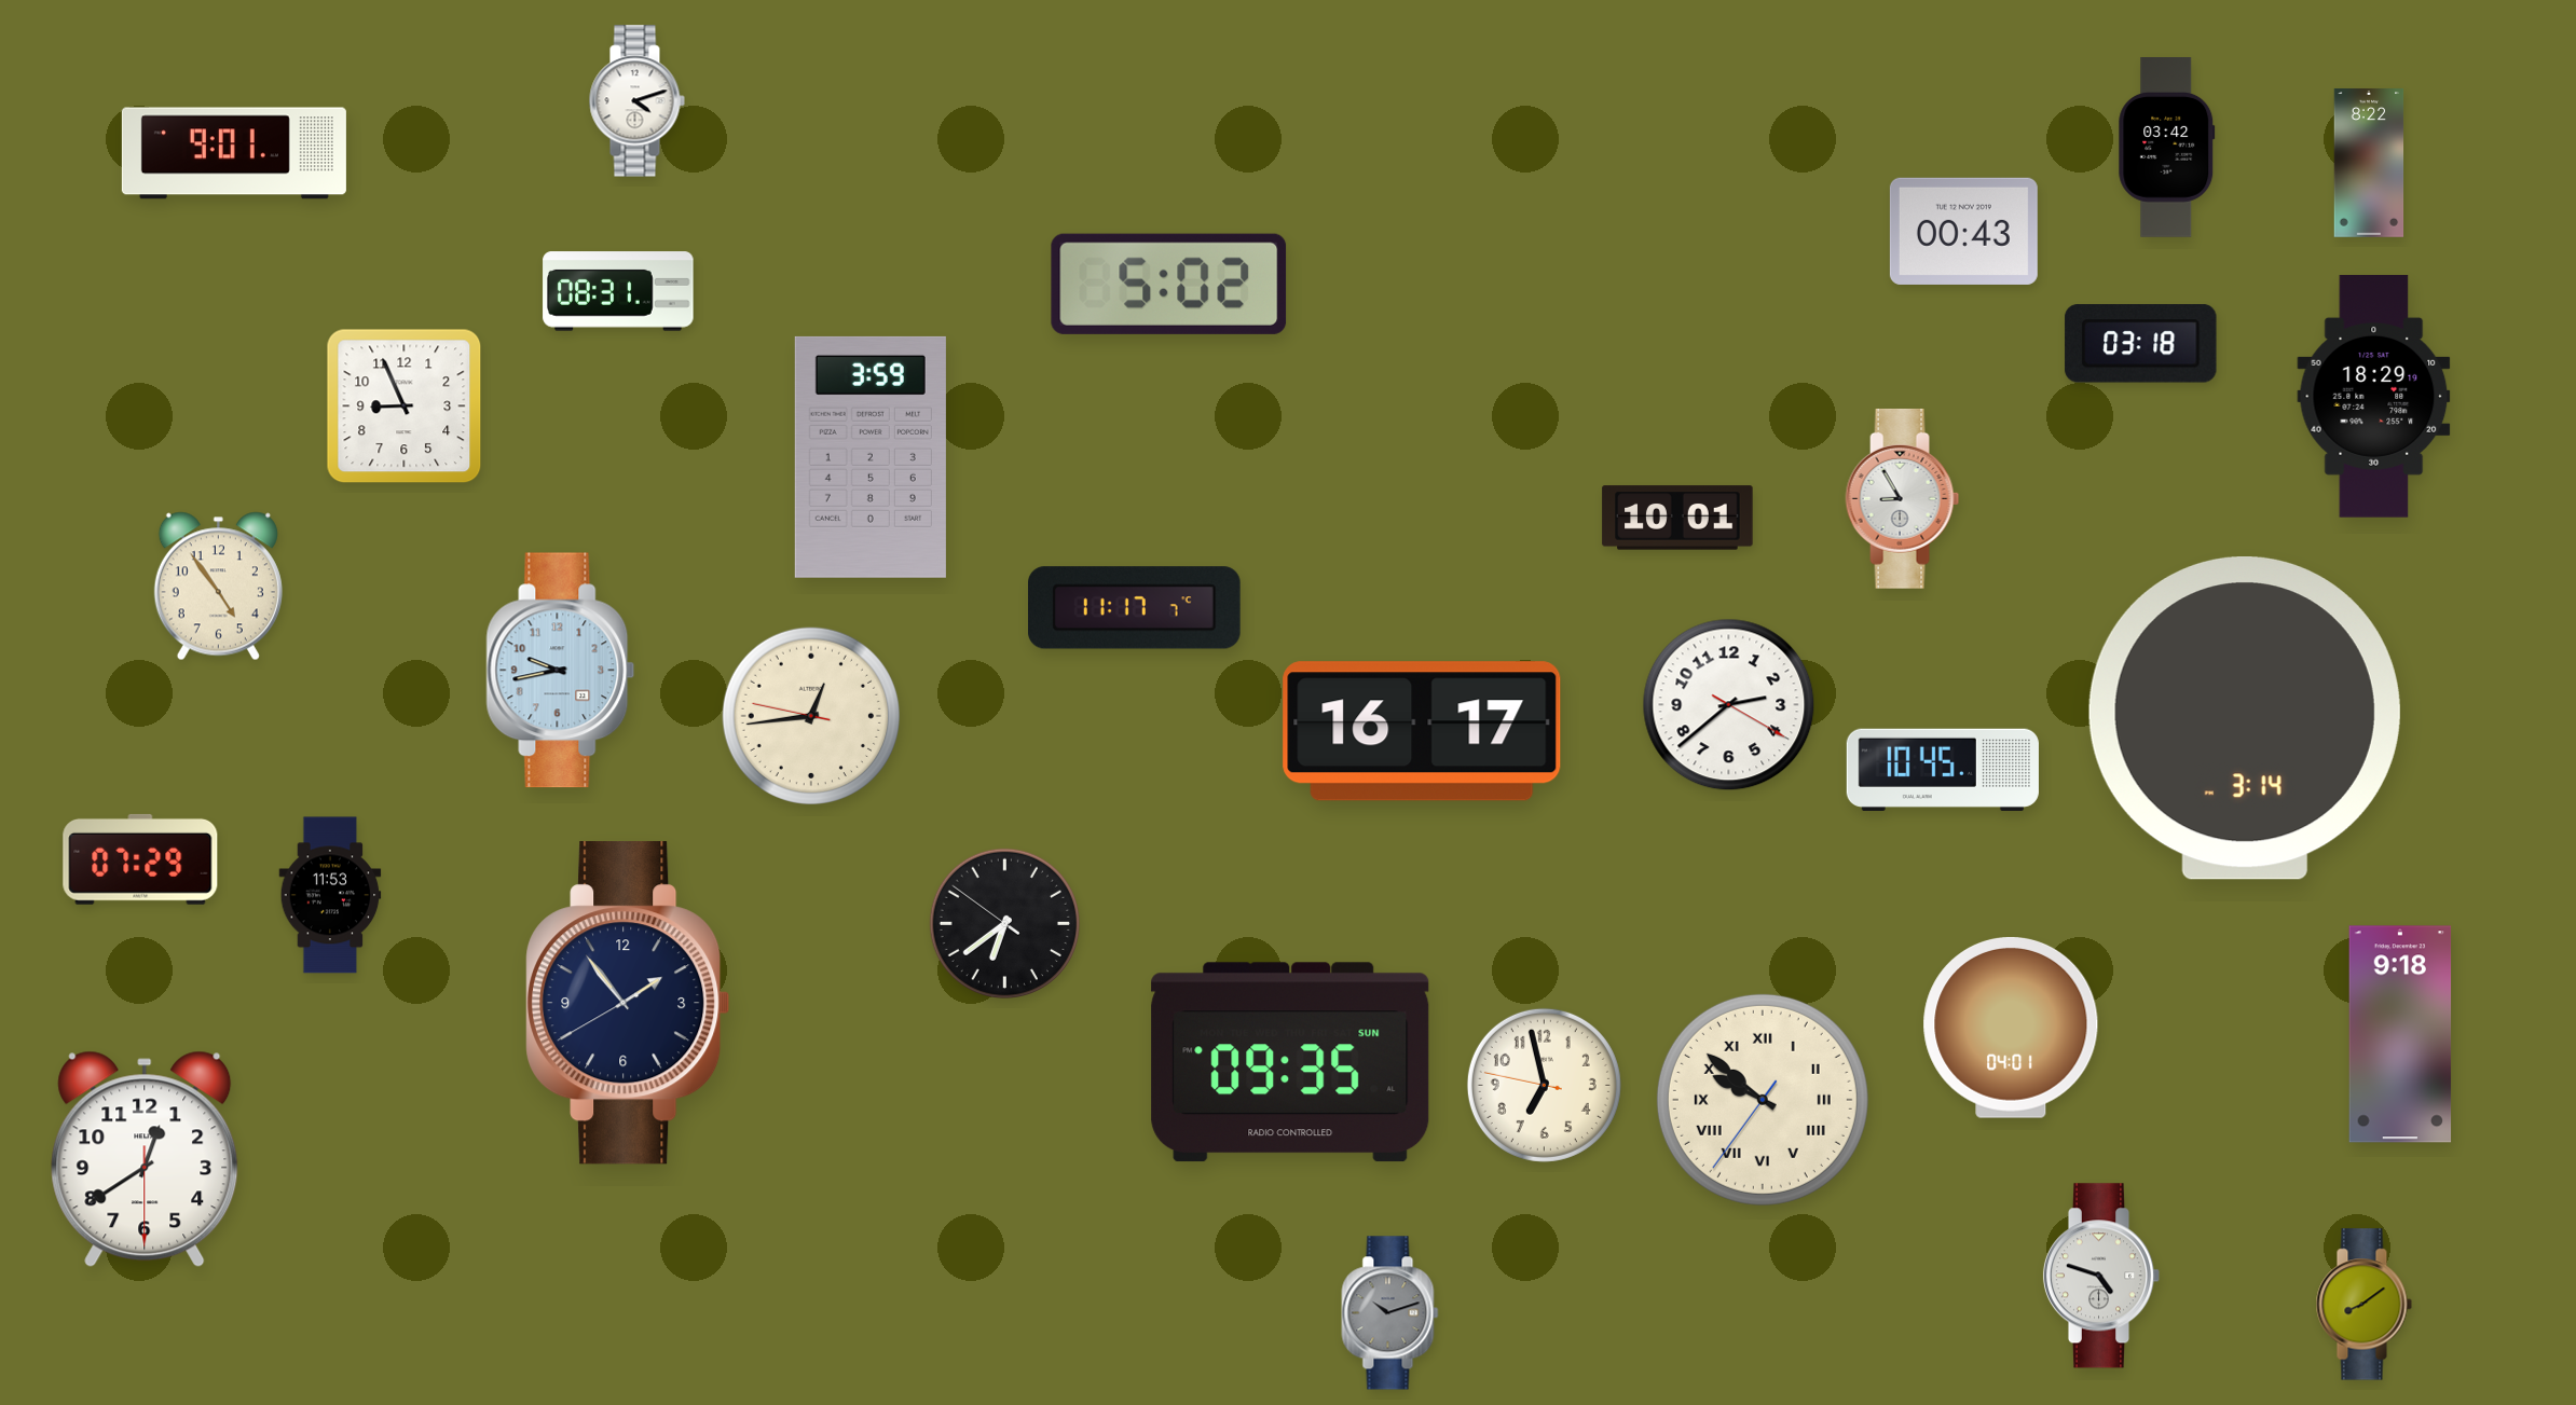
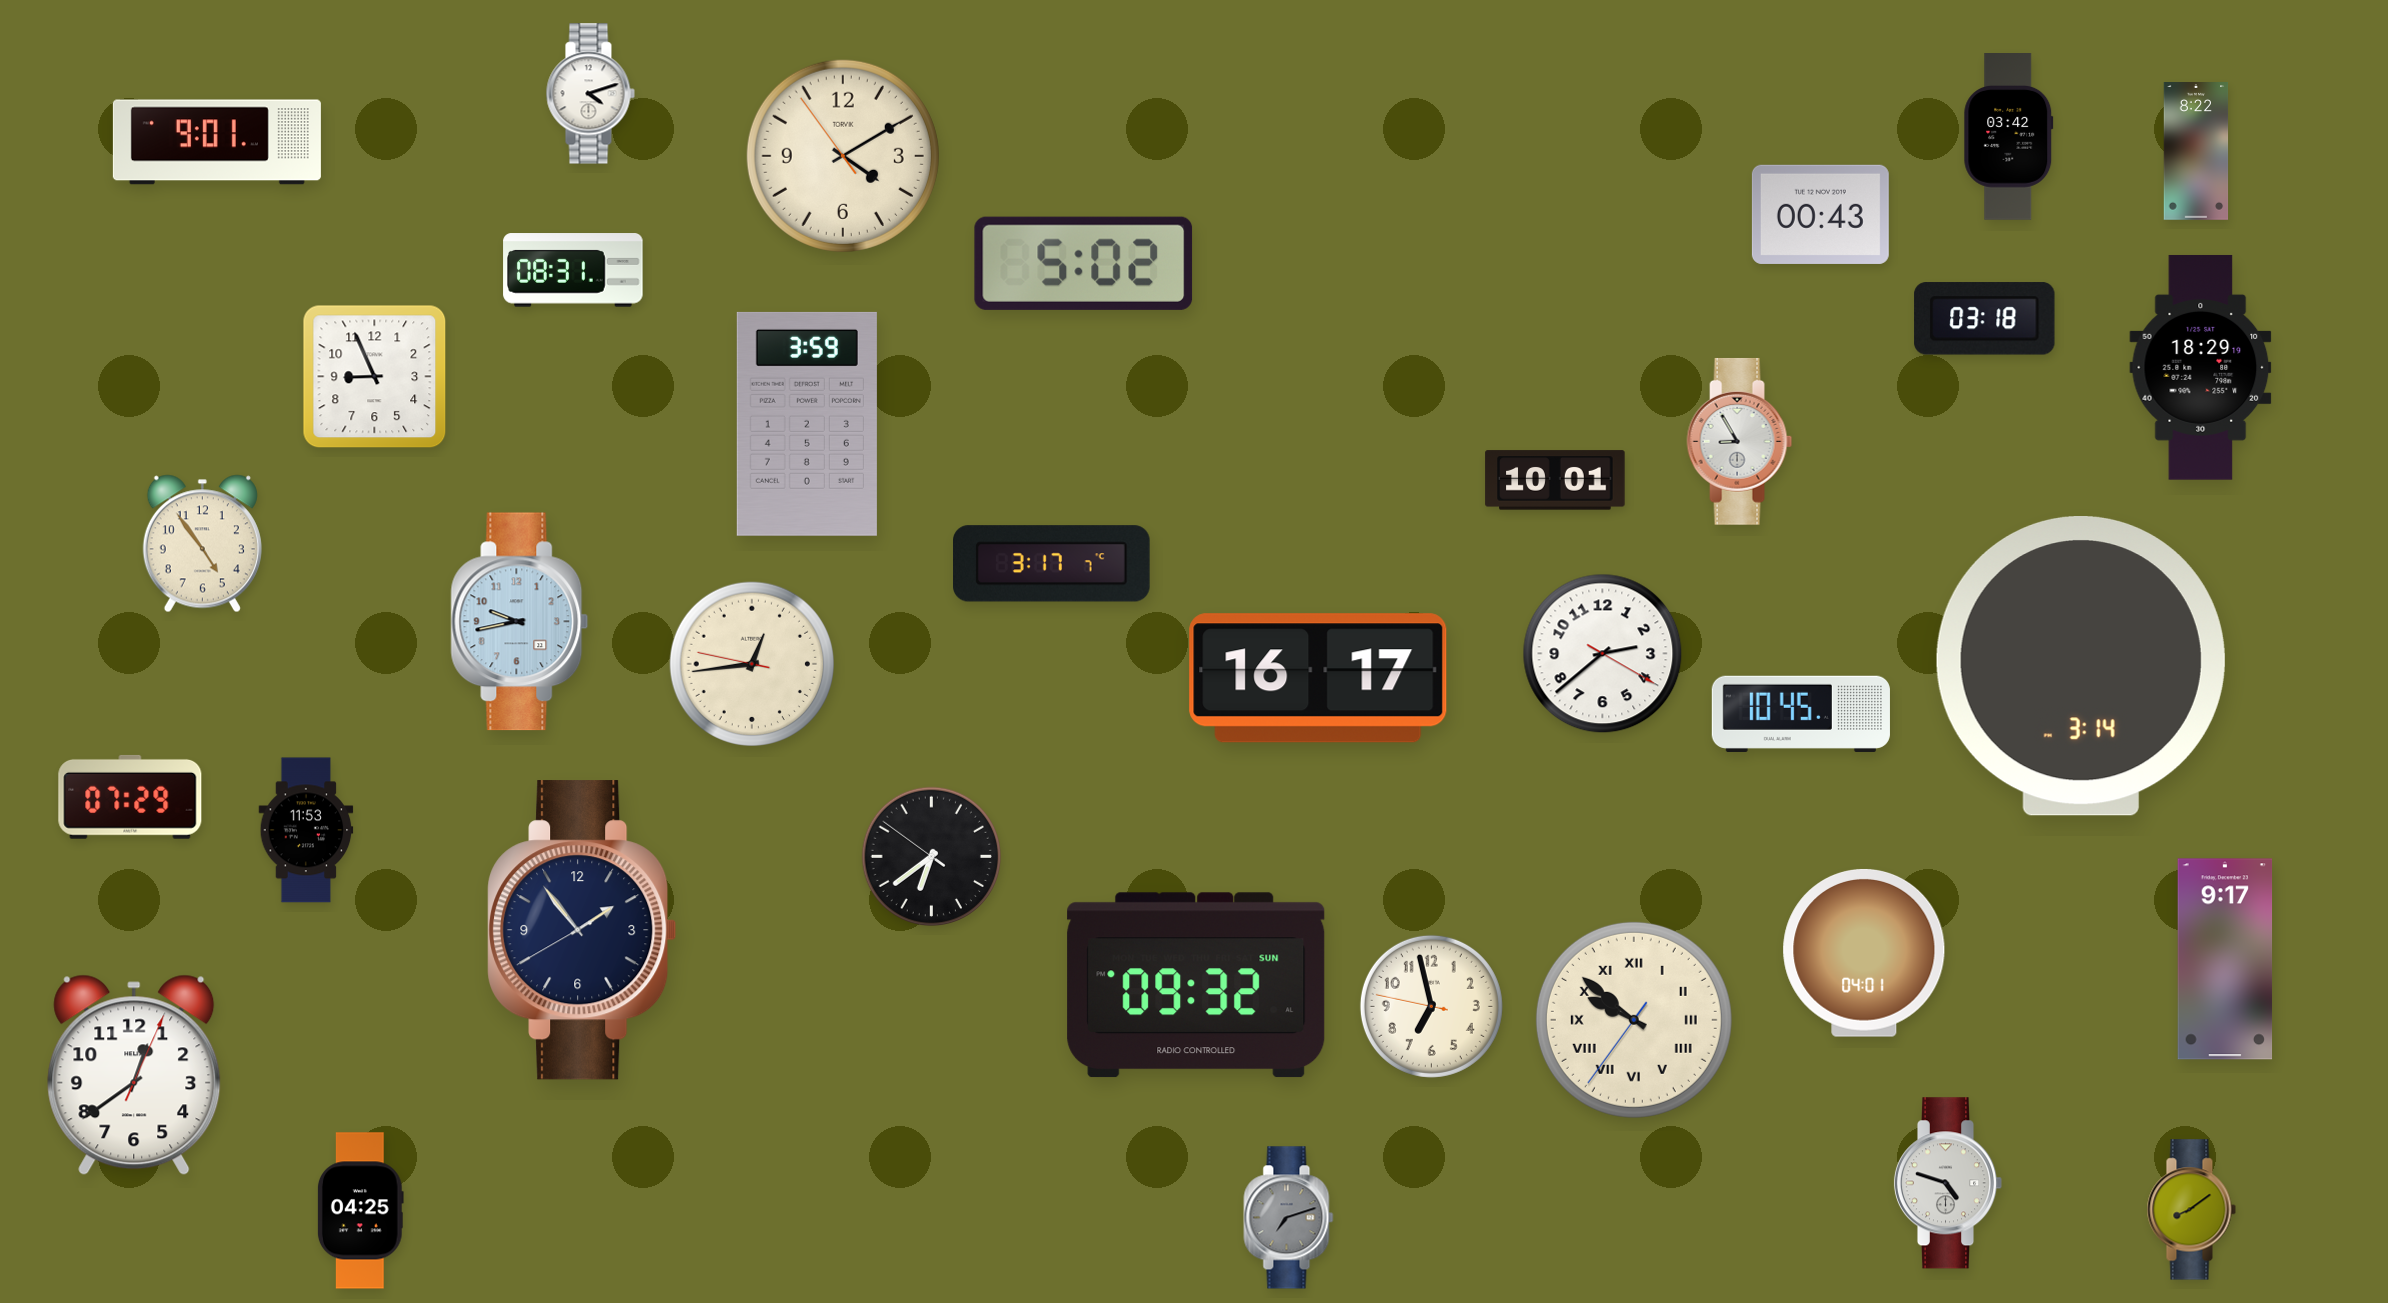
clock at (843, 156): none -> 4:09
clock at (1903, 498) position: (1903, 498) -> (1740, 441)
clock at (1135, 608): 11:17 -> 3:17
clock at (2400, 1034): 9:18 -> 9:17
clock at (1290, 1062): 09:35 -> 09:32
clock at (145, 1159): 12:39:30 -> 12:39:04
clock at (360, 1211): none -> 04:25
clock at (1390, 1313): 10:12 -> 7:12
